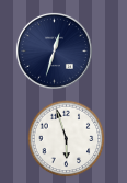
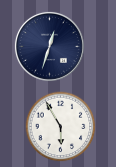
clock at (67, 139): 5:57 -> 5:55
